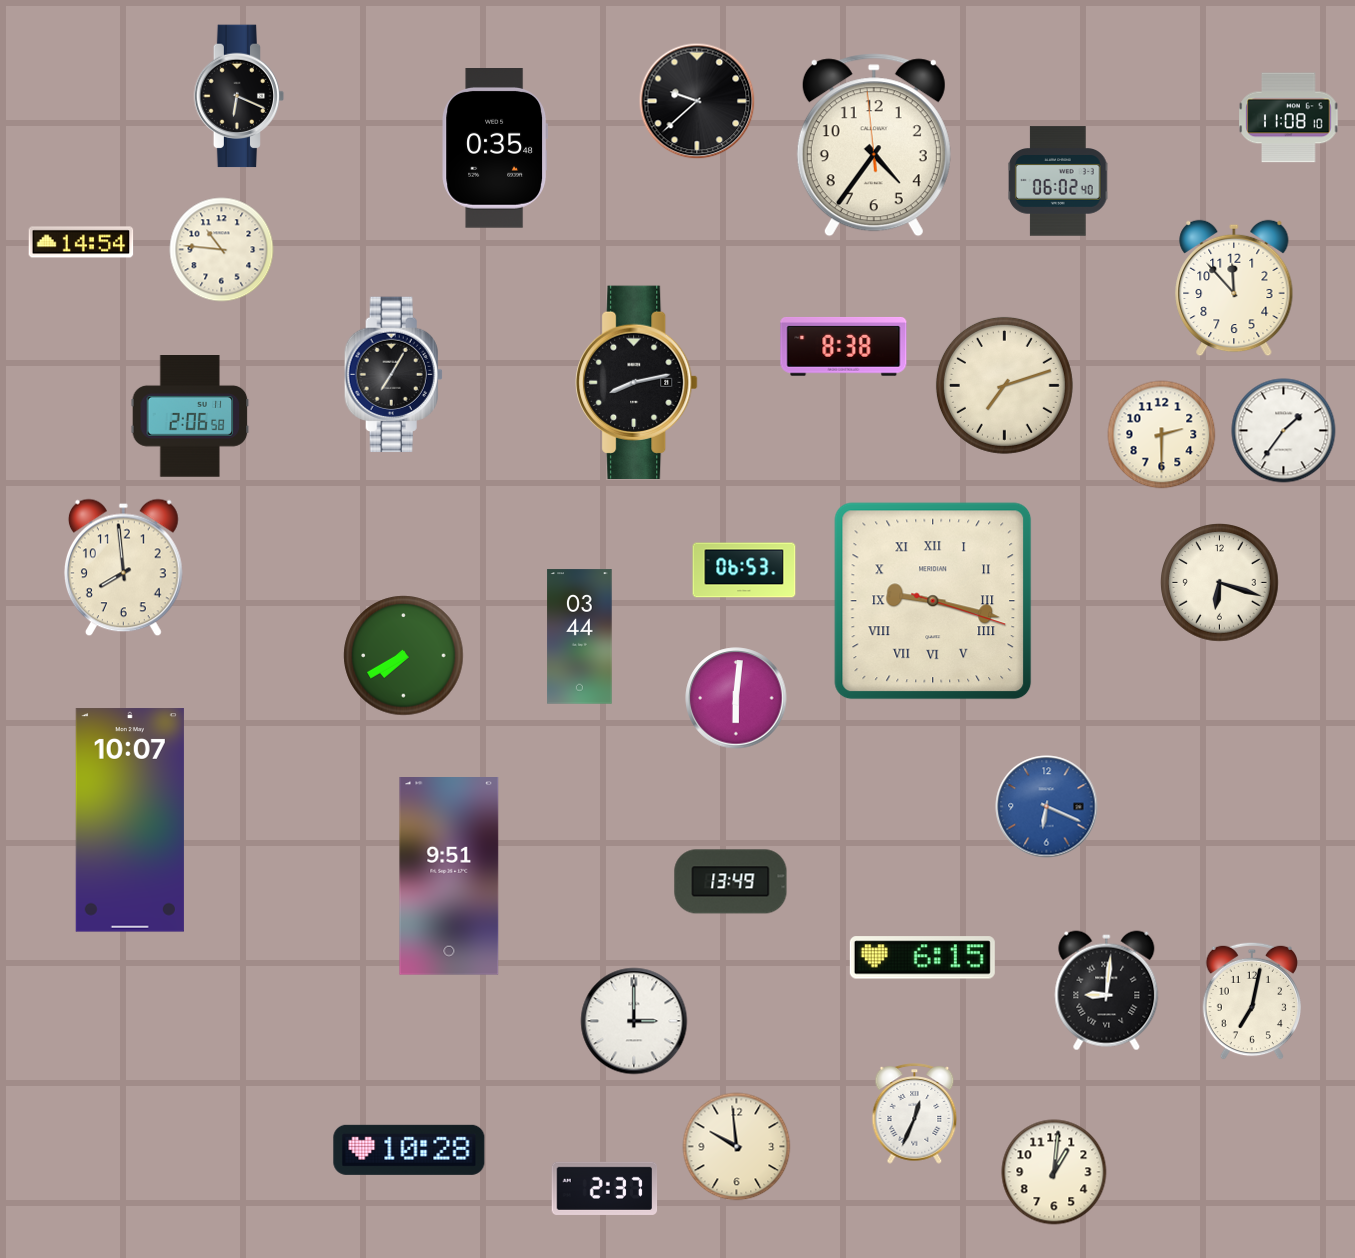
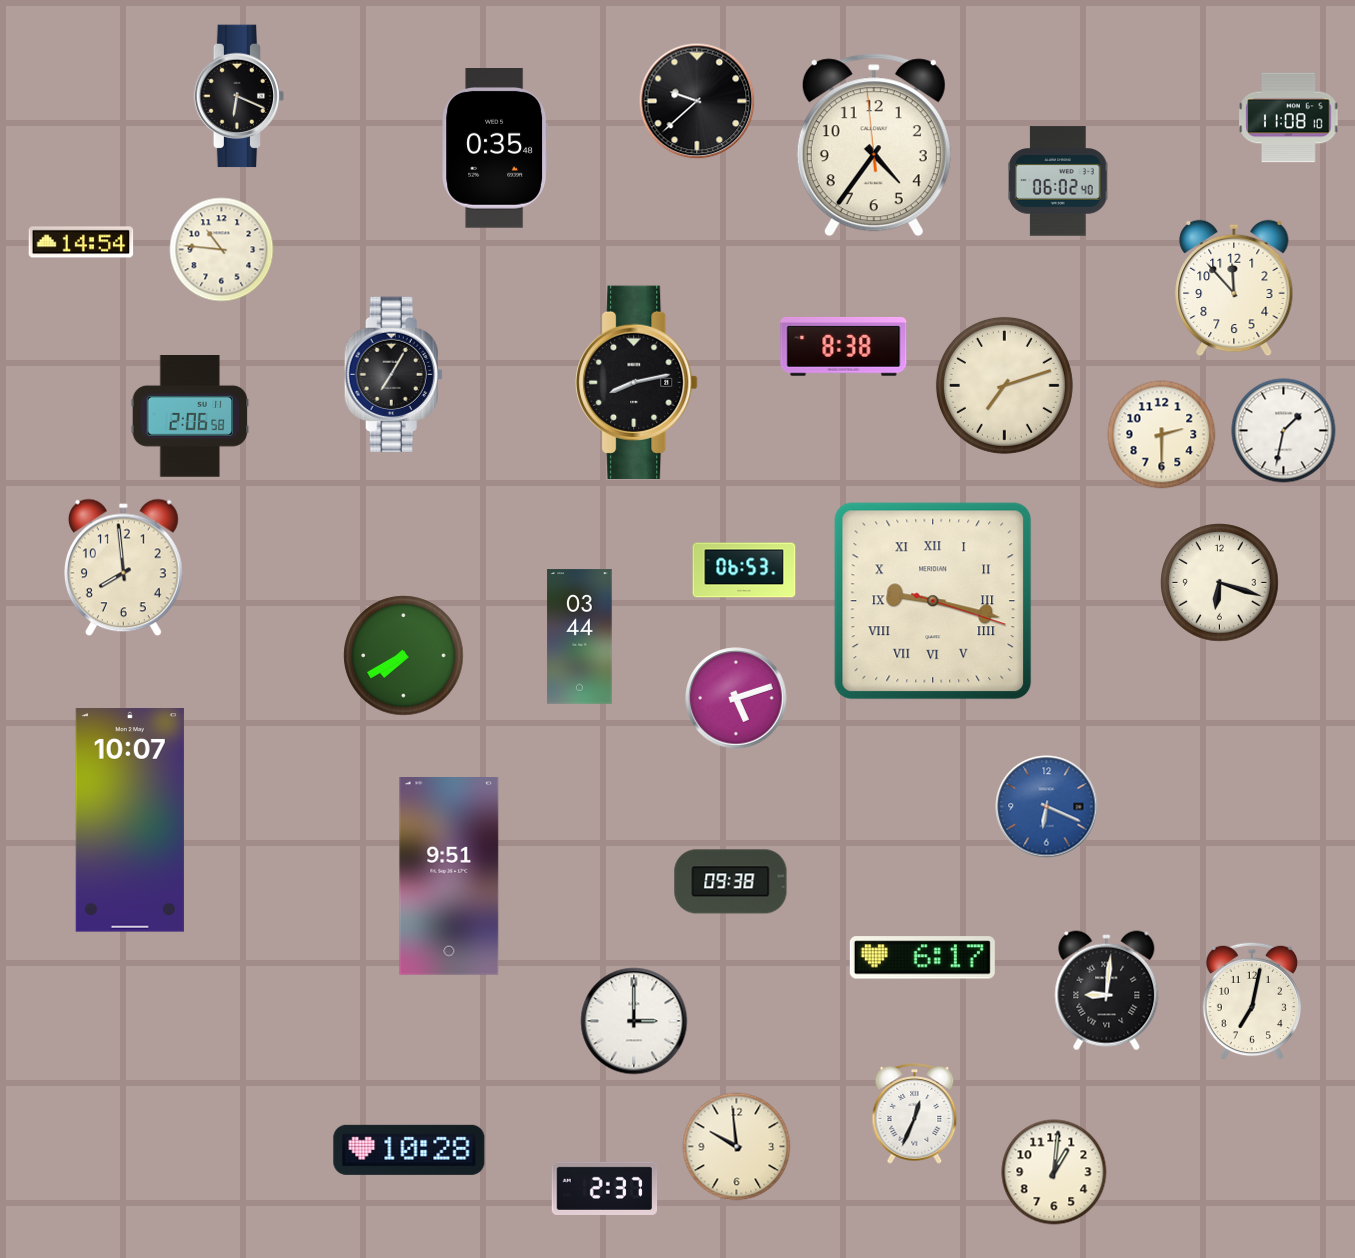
clock at (1284, 431): 1:36 -> 1:32
clock at (736, 698): 6:01 -> 5:12
clock at (731, 882): 13:49 -> 09:38
clock at (922, 958): 6:15 -> 6:17
